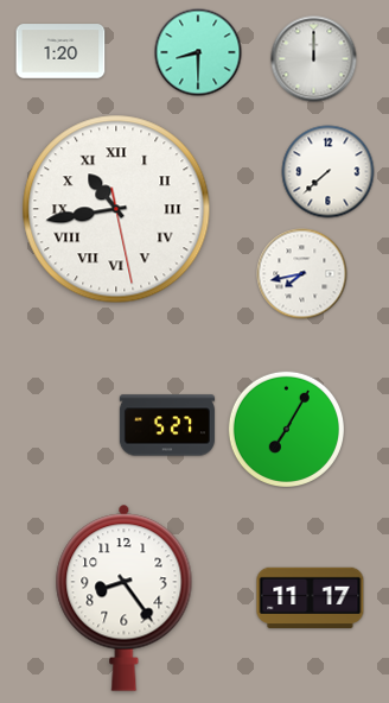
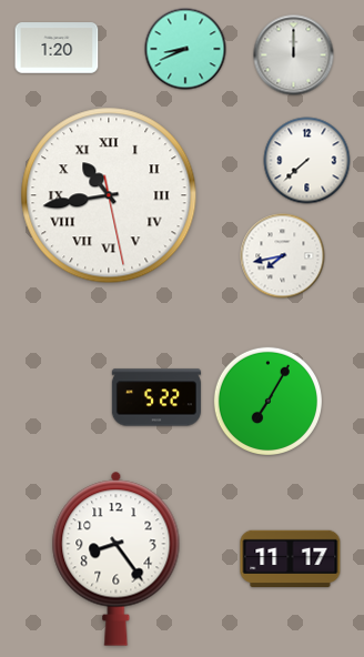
clock at (198, 52): 8:30 -> 8:41
clock at (167, 425): 5:27 -> 5:22
